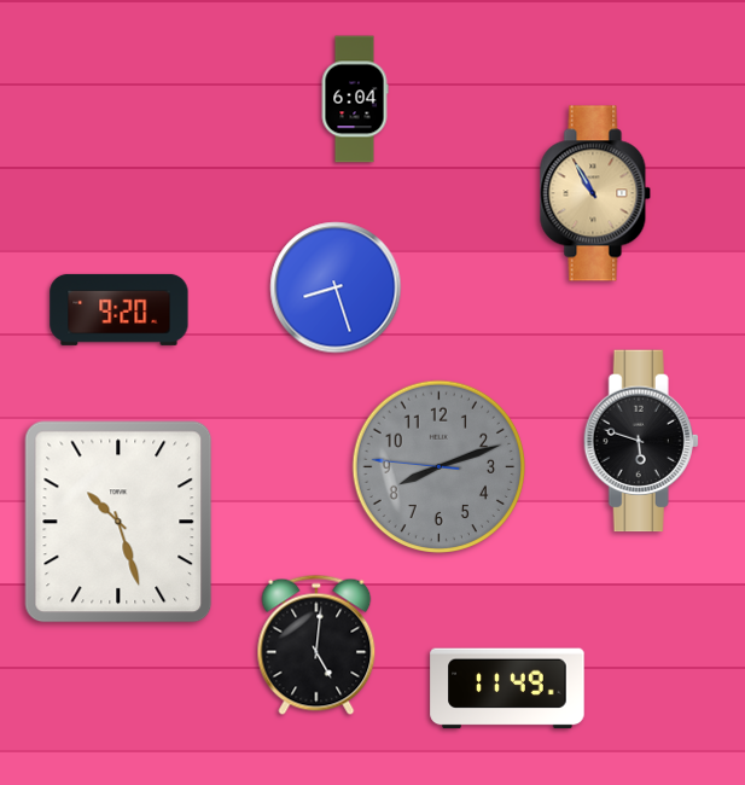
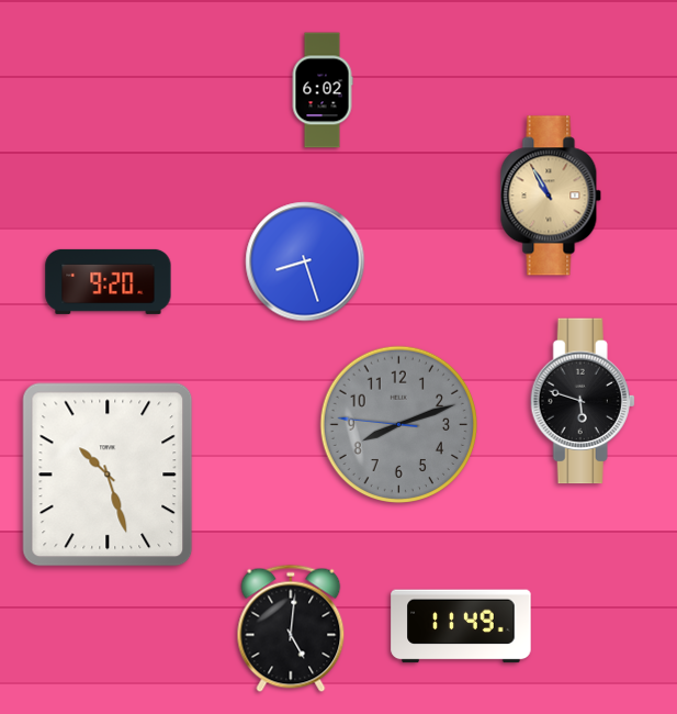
clock at (355, 99): 6:04 -> 6:02
clock at (595, 193) position: (595, 193) -> (551, 196)
clock at (316, 645) position: (316, 645) -> (291, 628)
